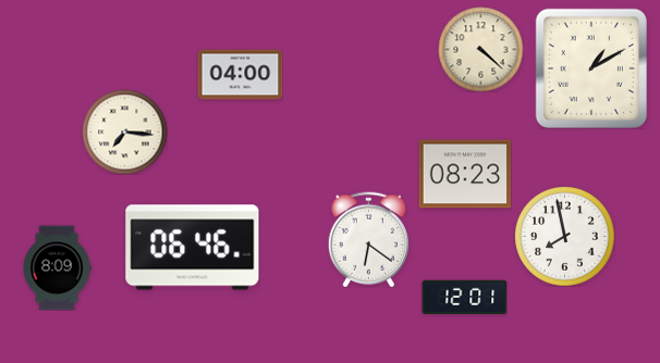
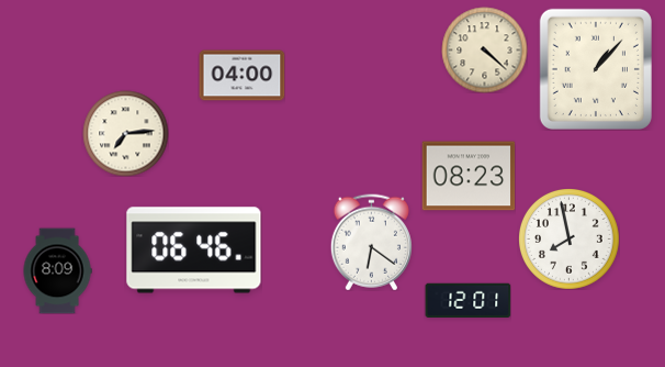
clock at (591, 68): 1:10 -> 1:07
clock at (124, 132): 7:16 -> 7:14
